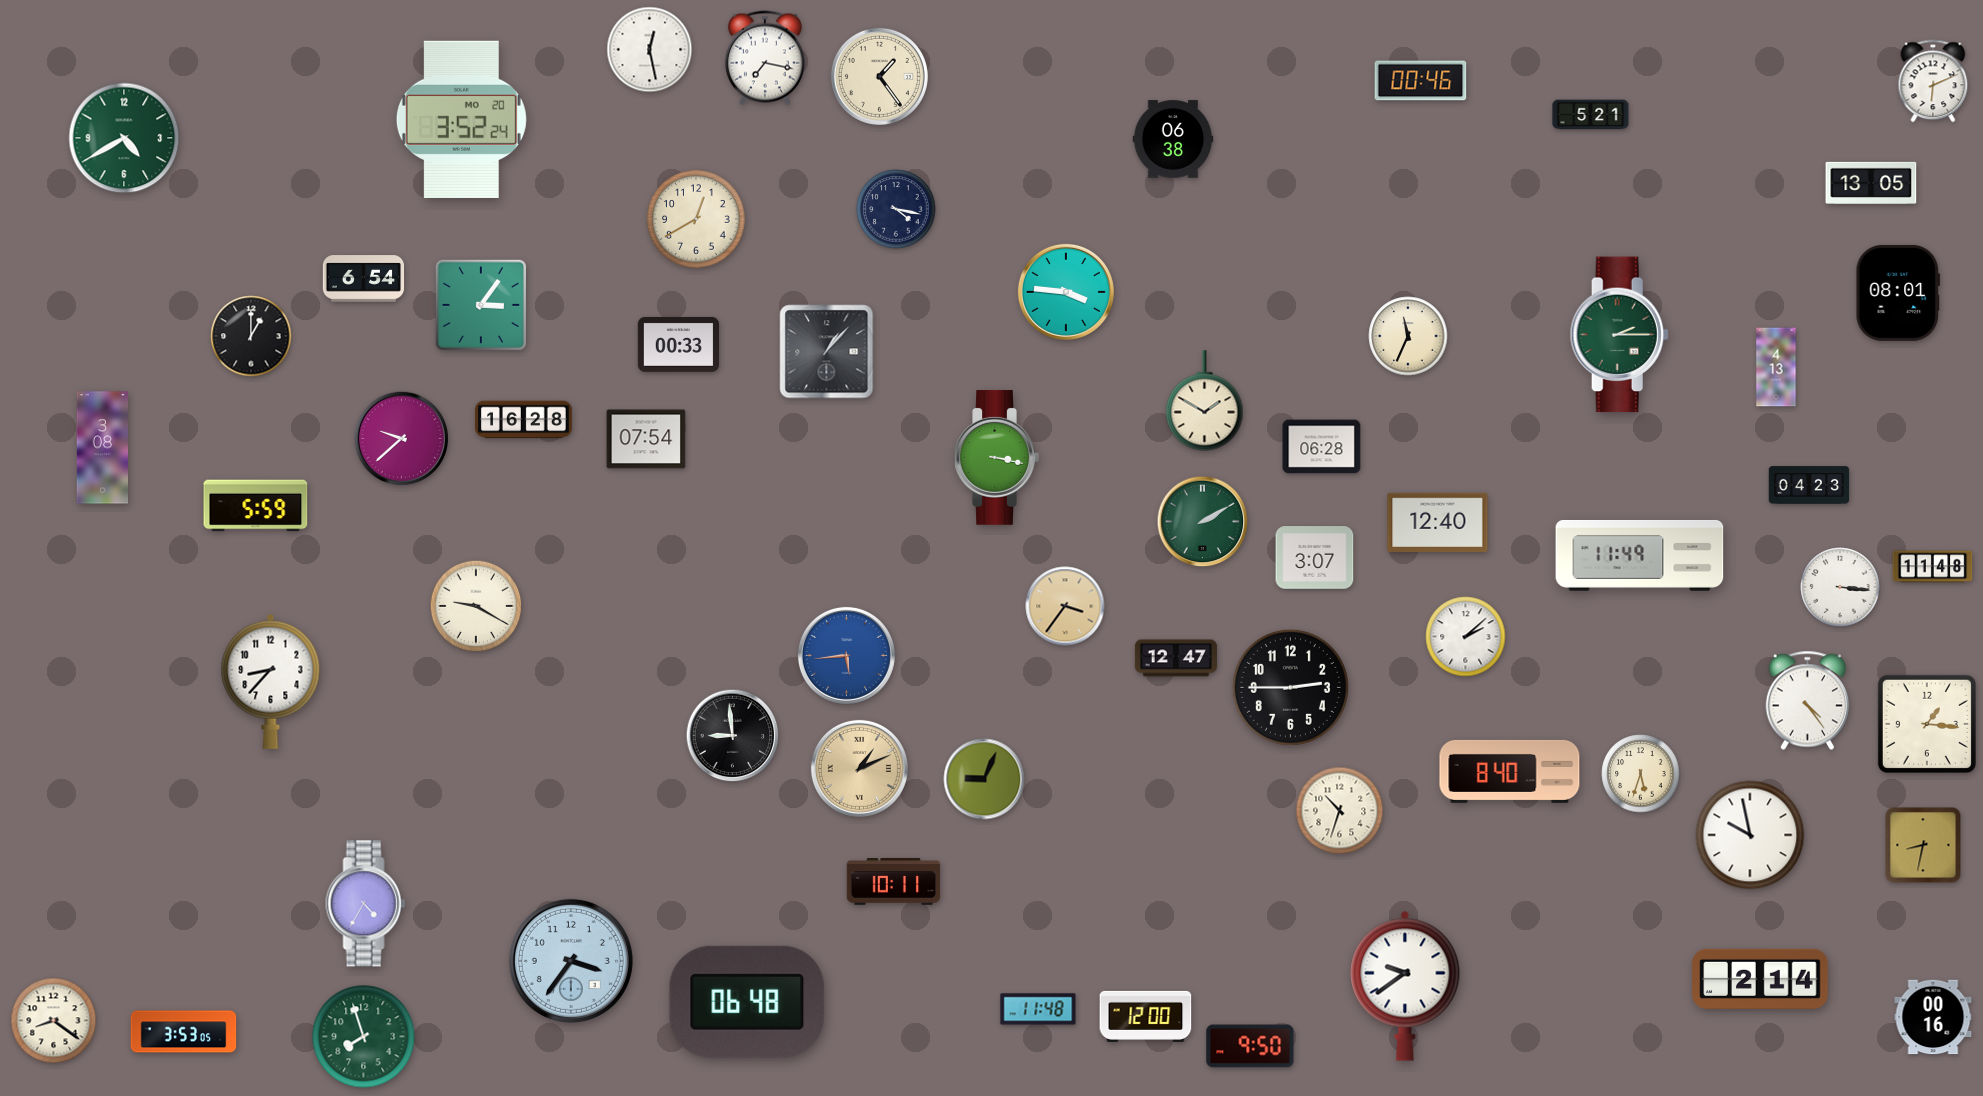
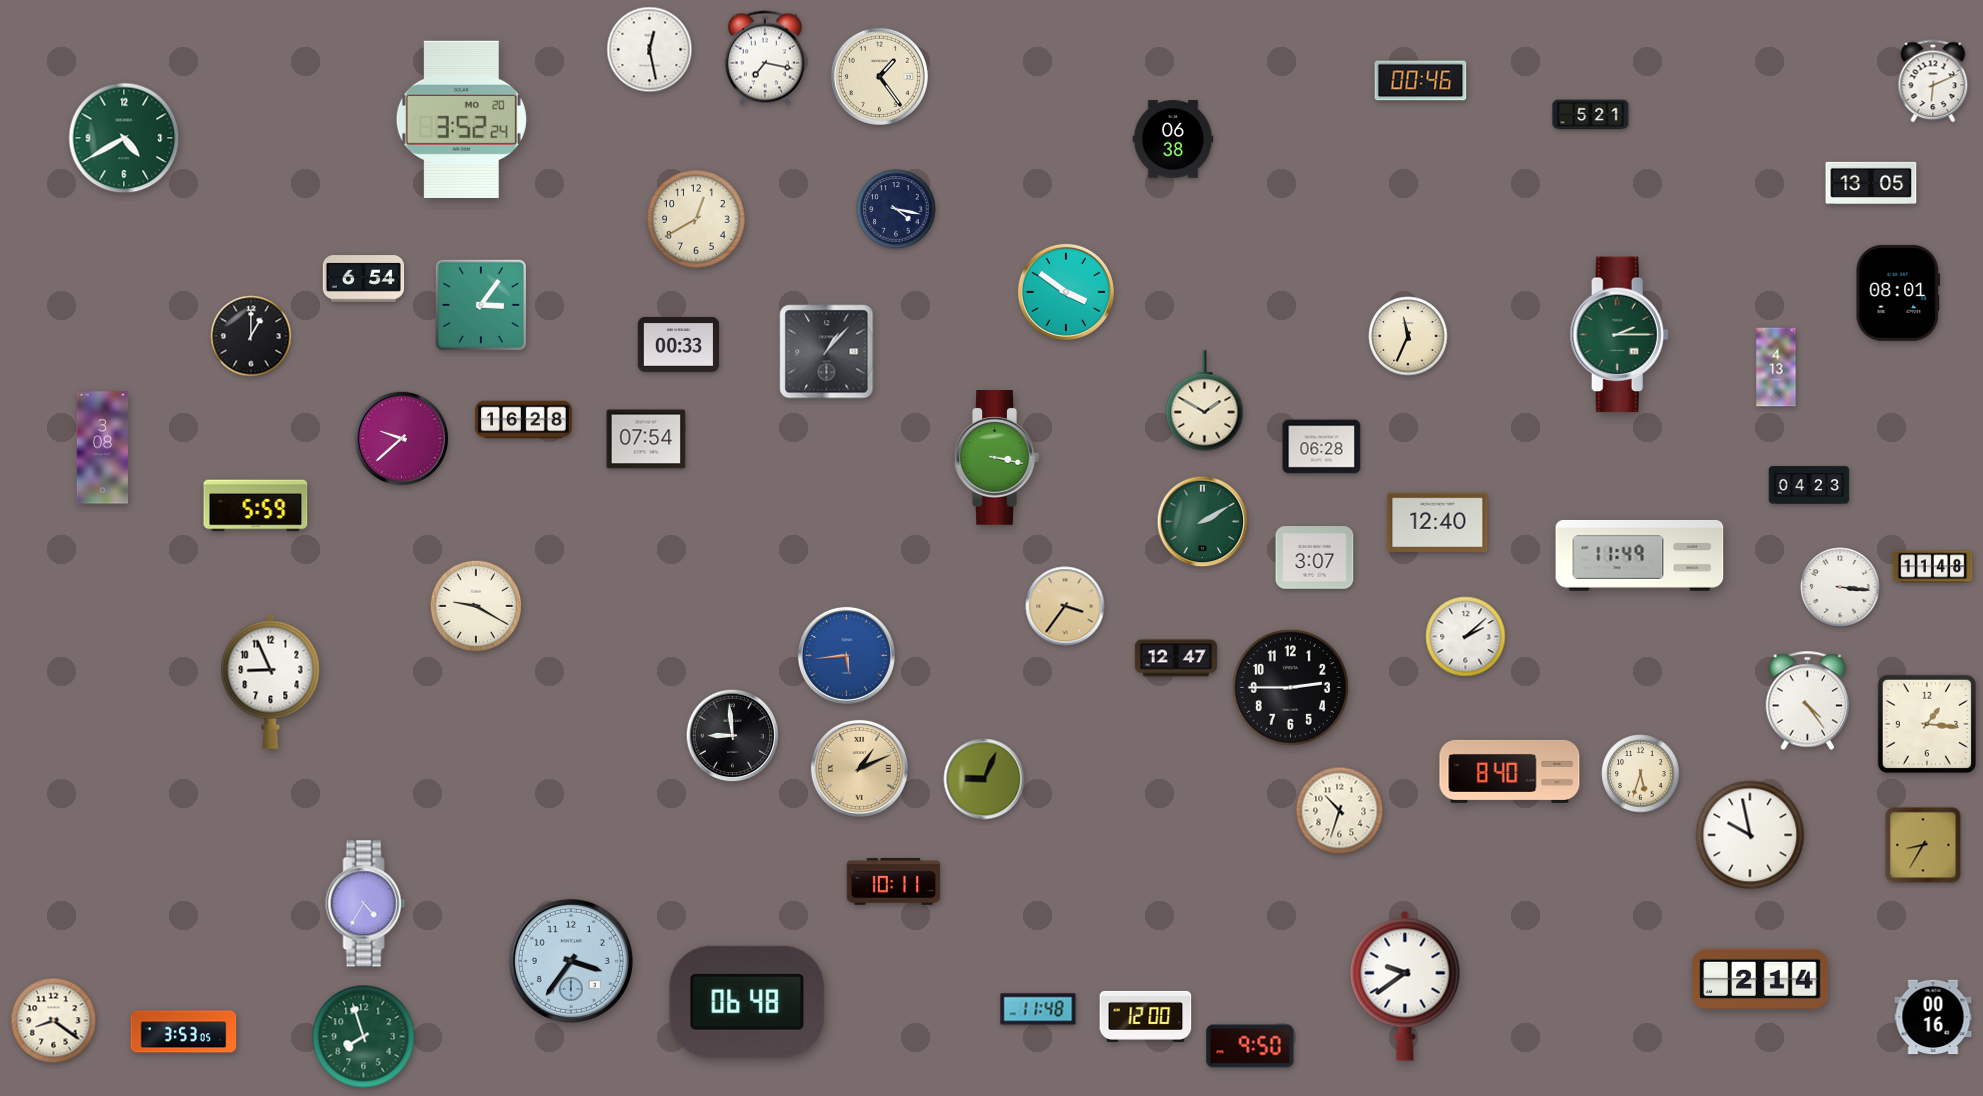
clock at (1066, 292): 3:46 -> 3:51
clock at (271, 681): 8:37 -> 8:56
clock at (1923, 845): 8:32 -> 8:35
